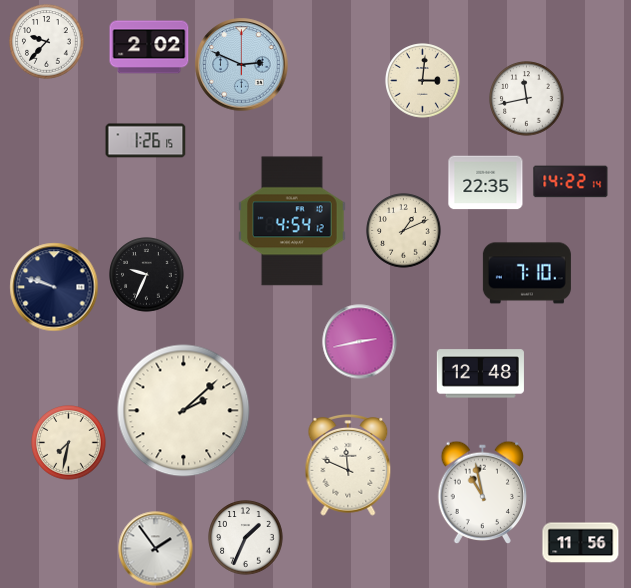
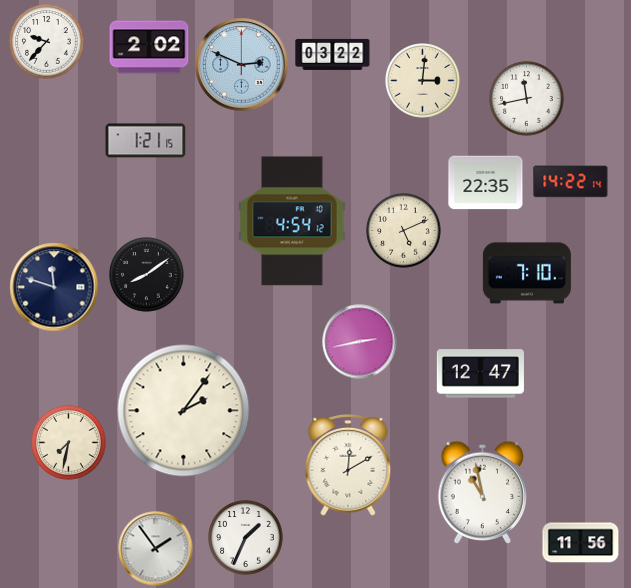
clock at (333, 54): none -> 03:22
clock at (146, 141): 1:26 -> 1:21
clock at (404, 231): 1:11 -> 5:11
clock at (147, 275): 9:34 -> 8:09
clock at (54, 287): 9:48 -> 11:48
clock at (480, 374): 12:48 -> 12:47
clock at (184, 411): 2:08 -> 2:06
clock at (348, 466): 11:49 -> 12:10
